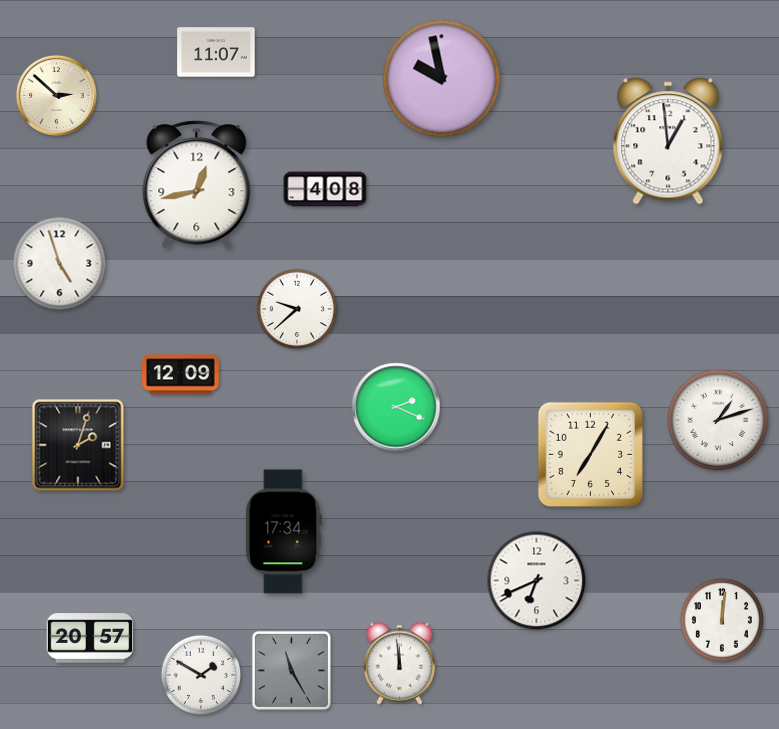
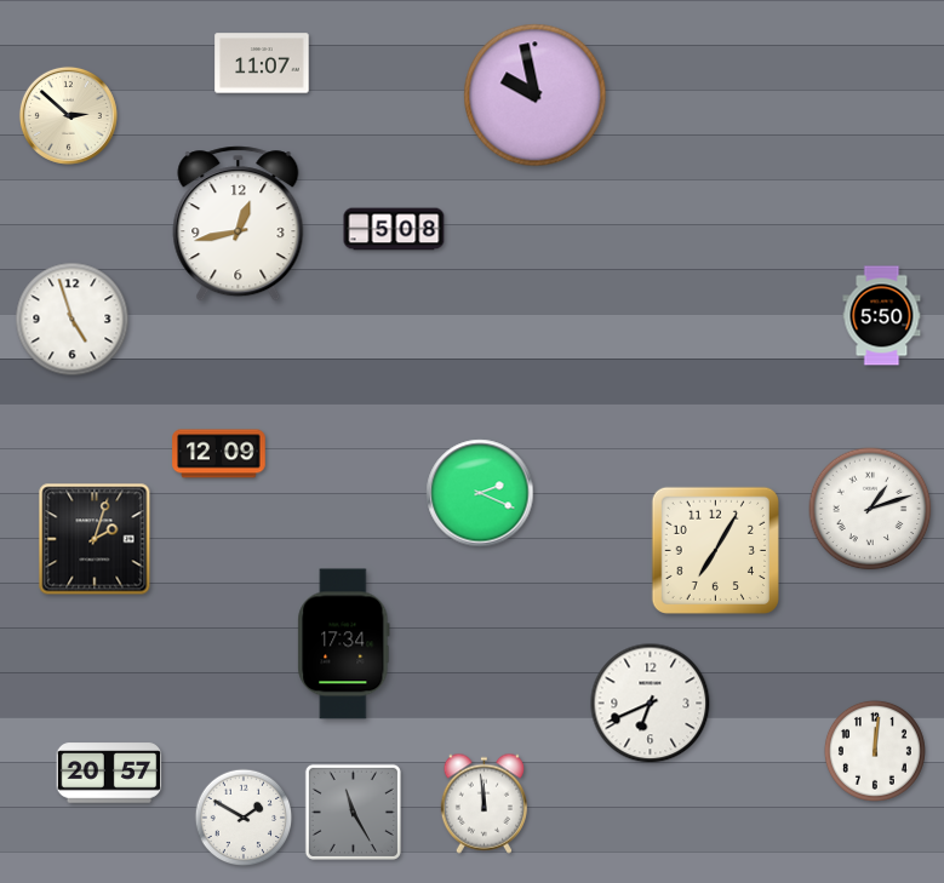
clock at (668, 141): 12:59 -> none
clock at (325, 189): 4:08 -> 5:08
clock at (882, 316): none -> 5:50
clock at (297, 309): 9:38 -> none
